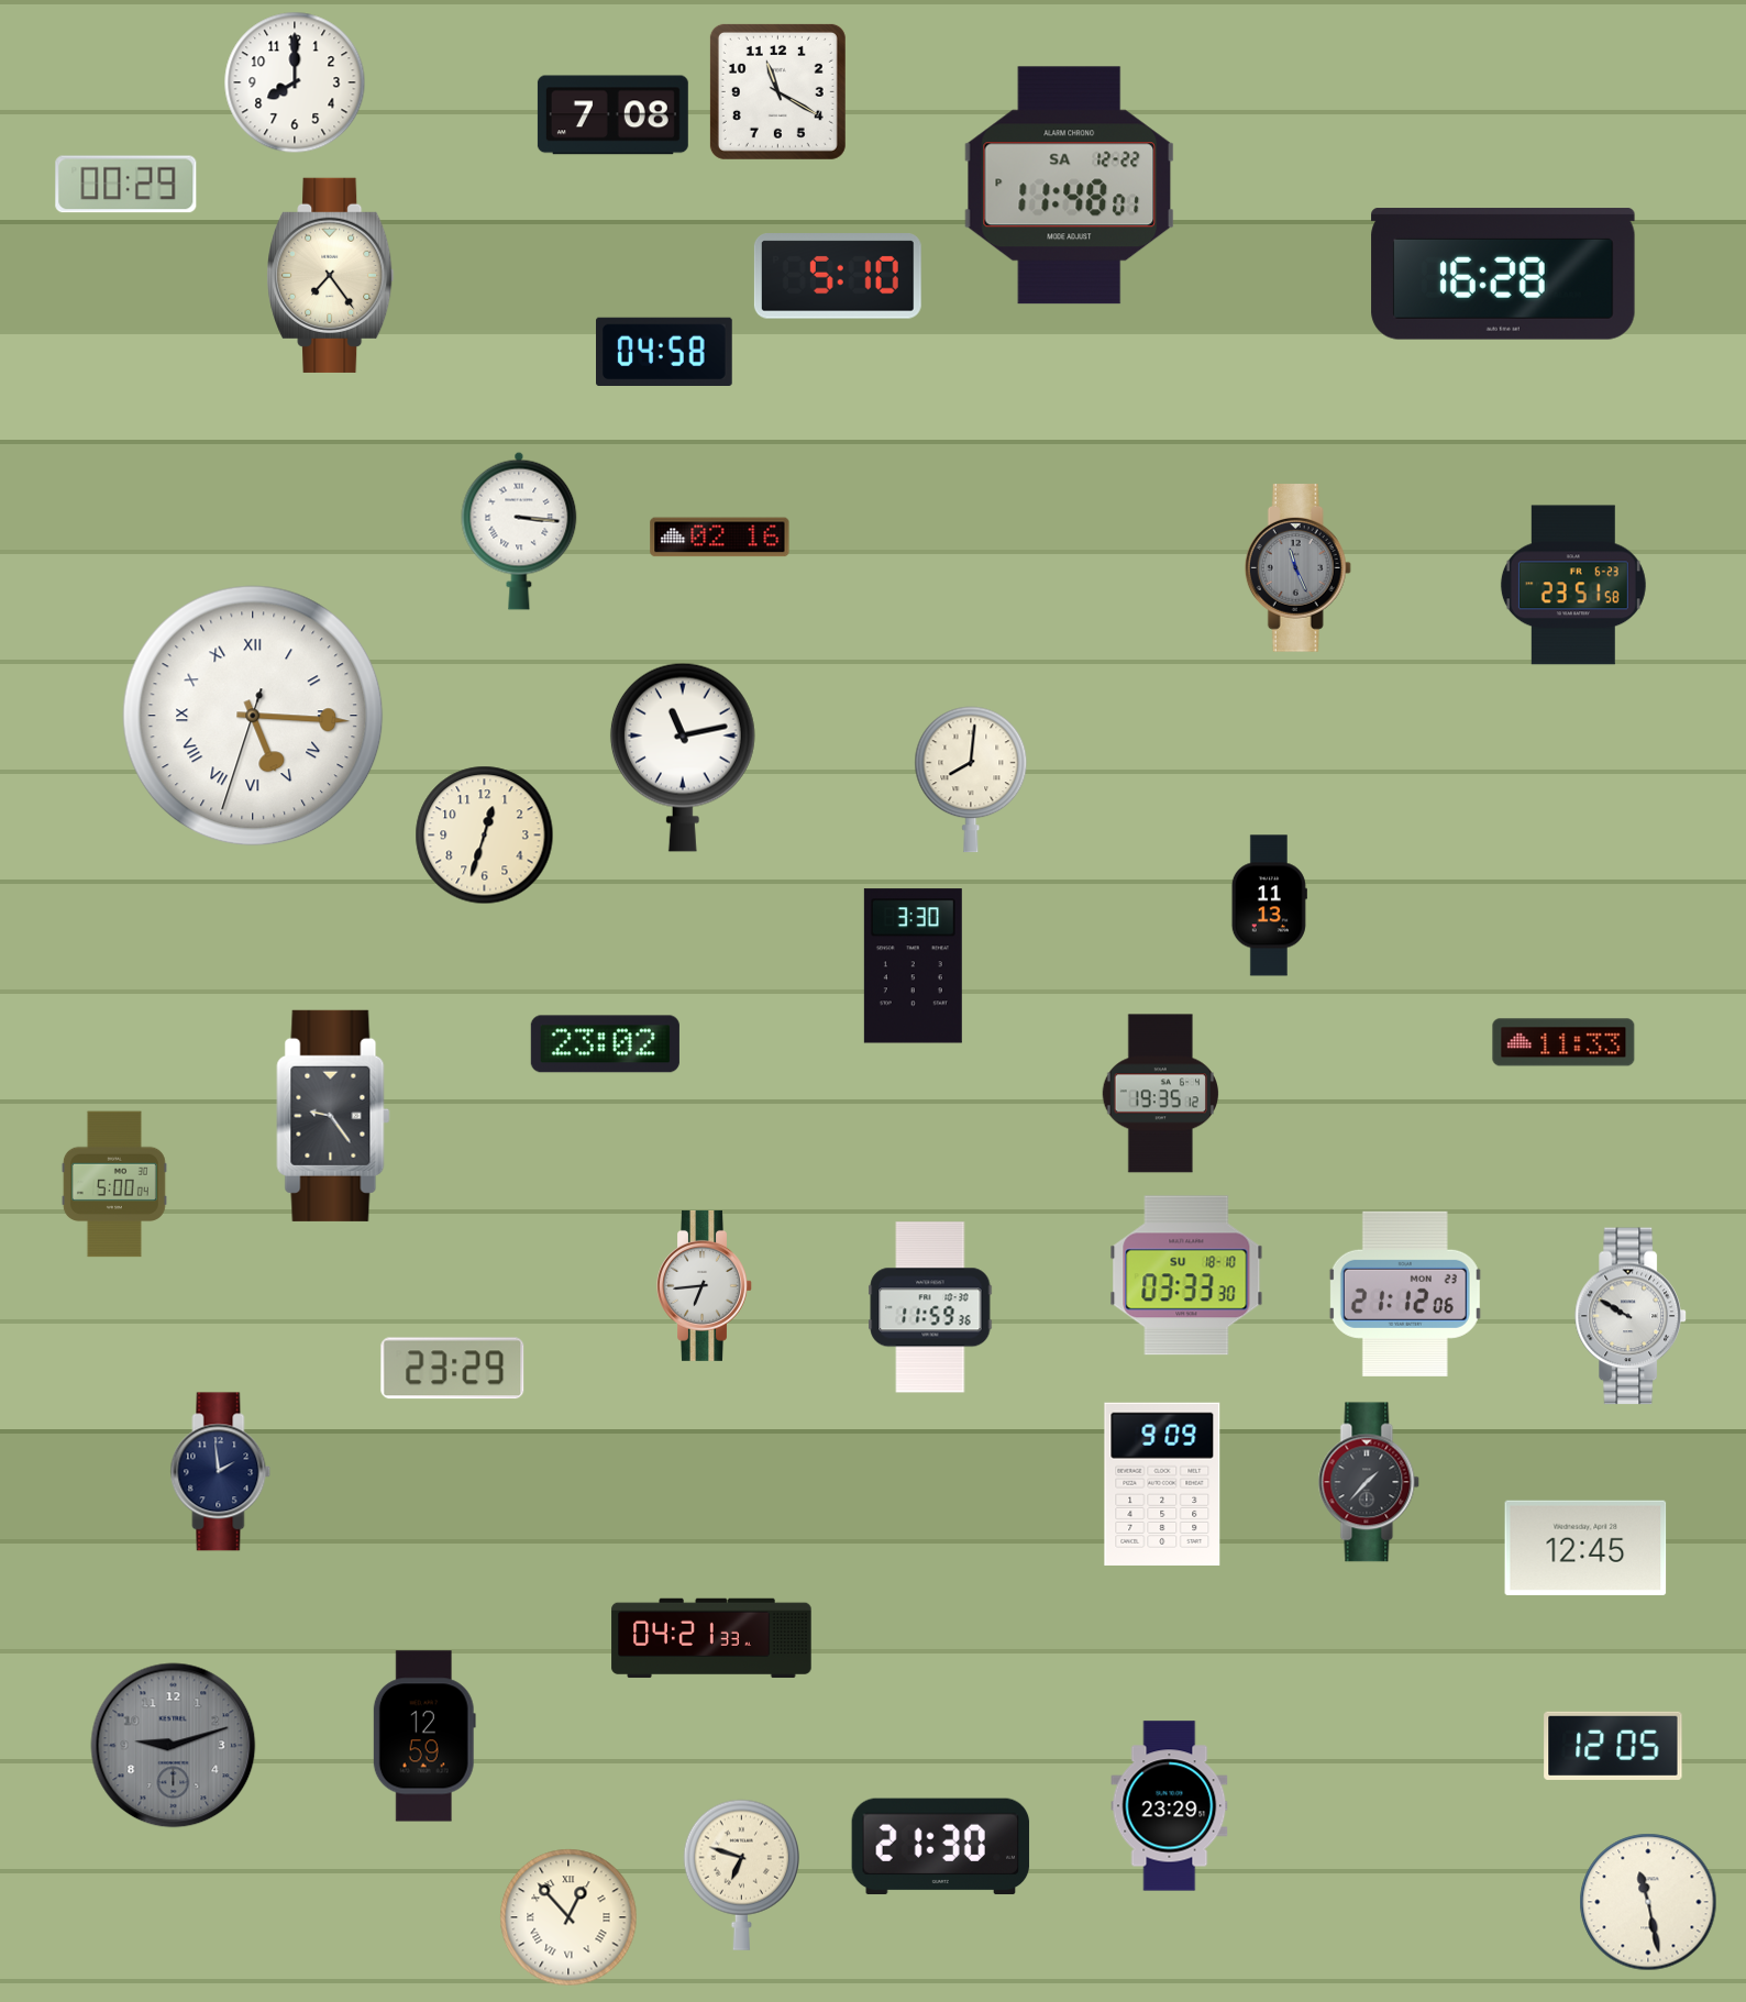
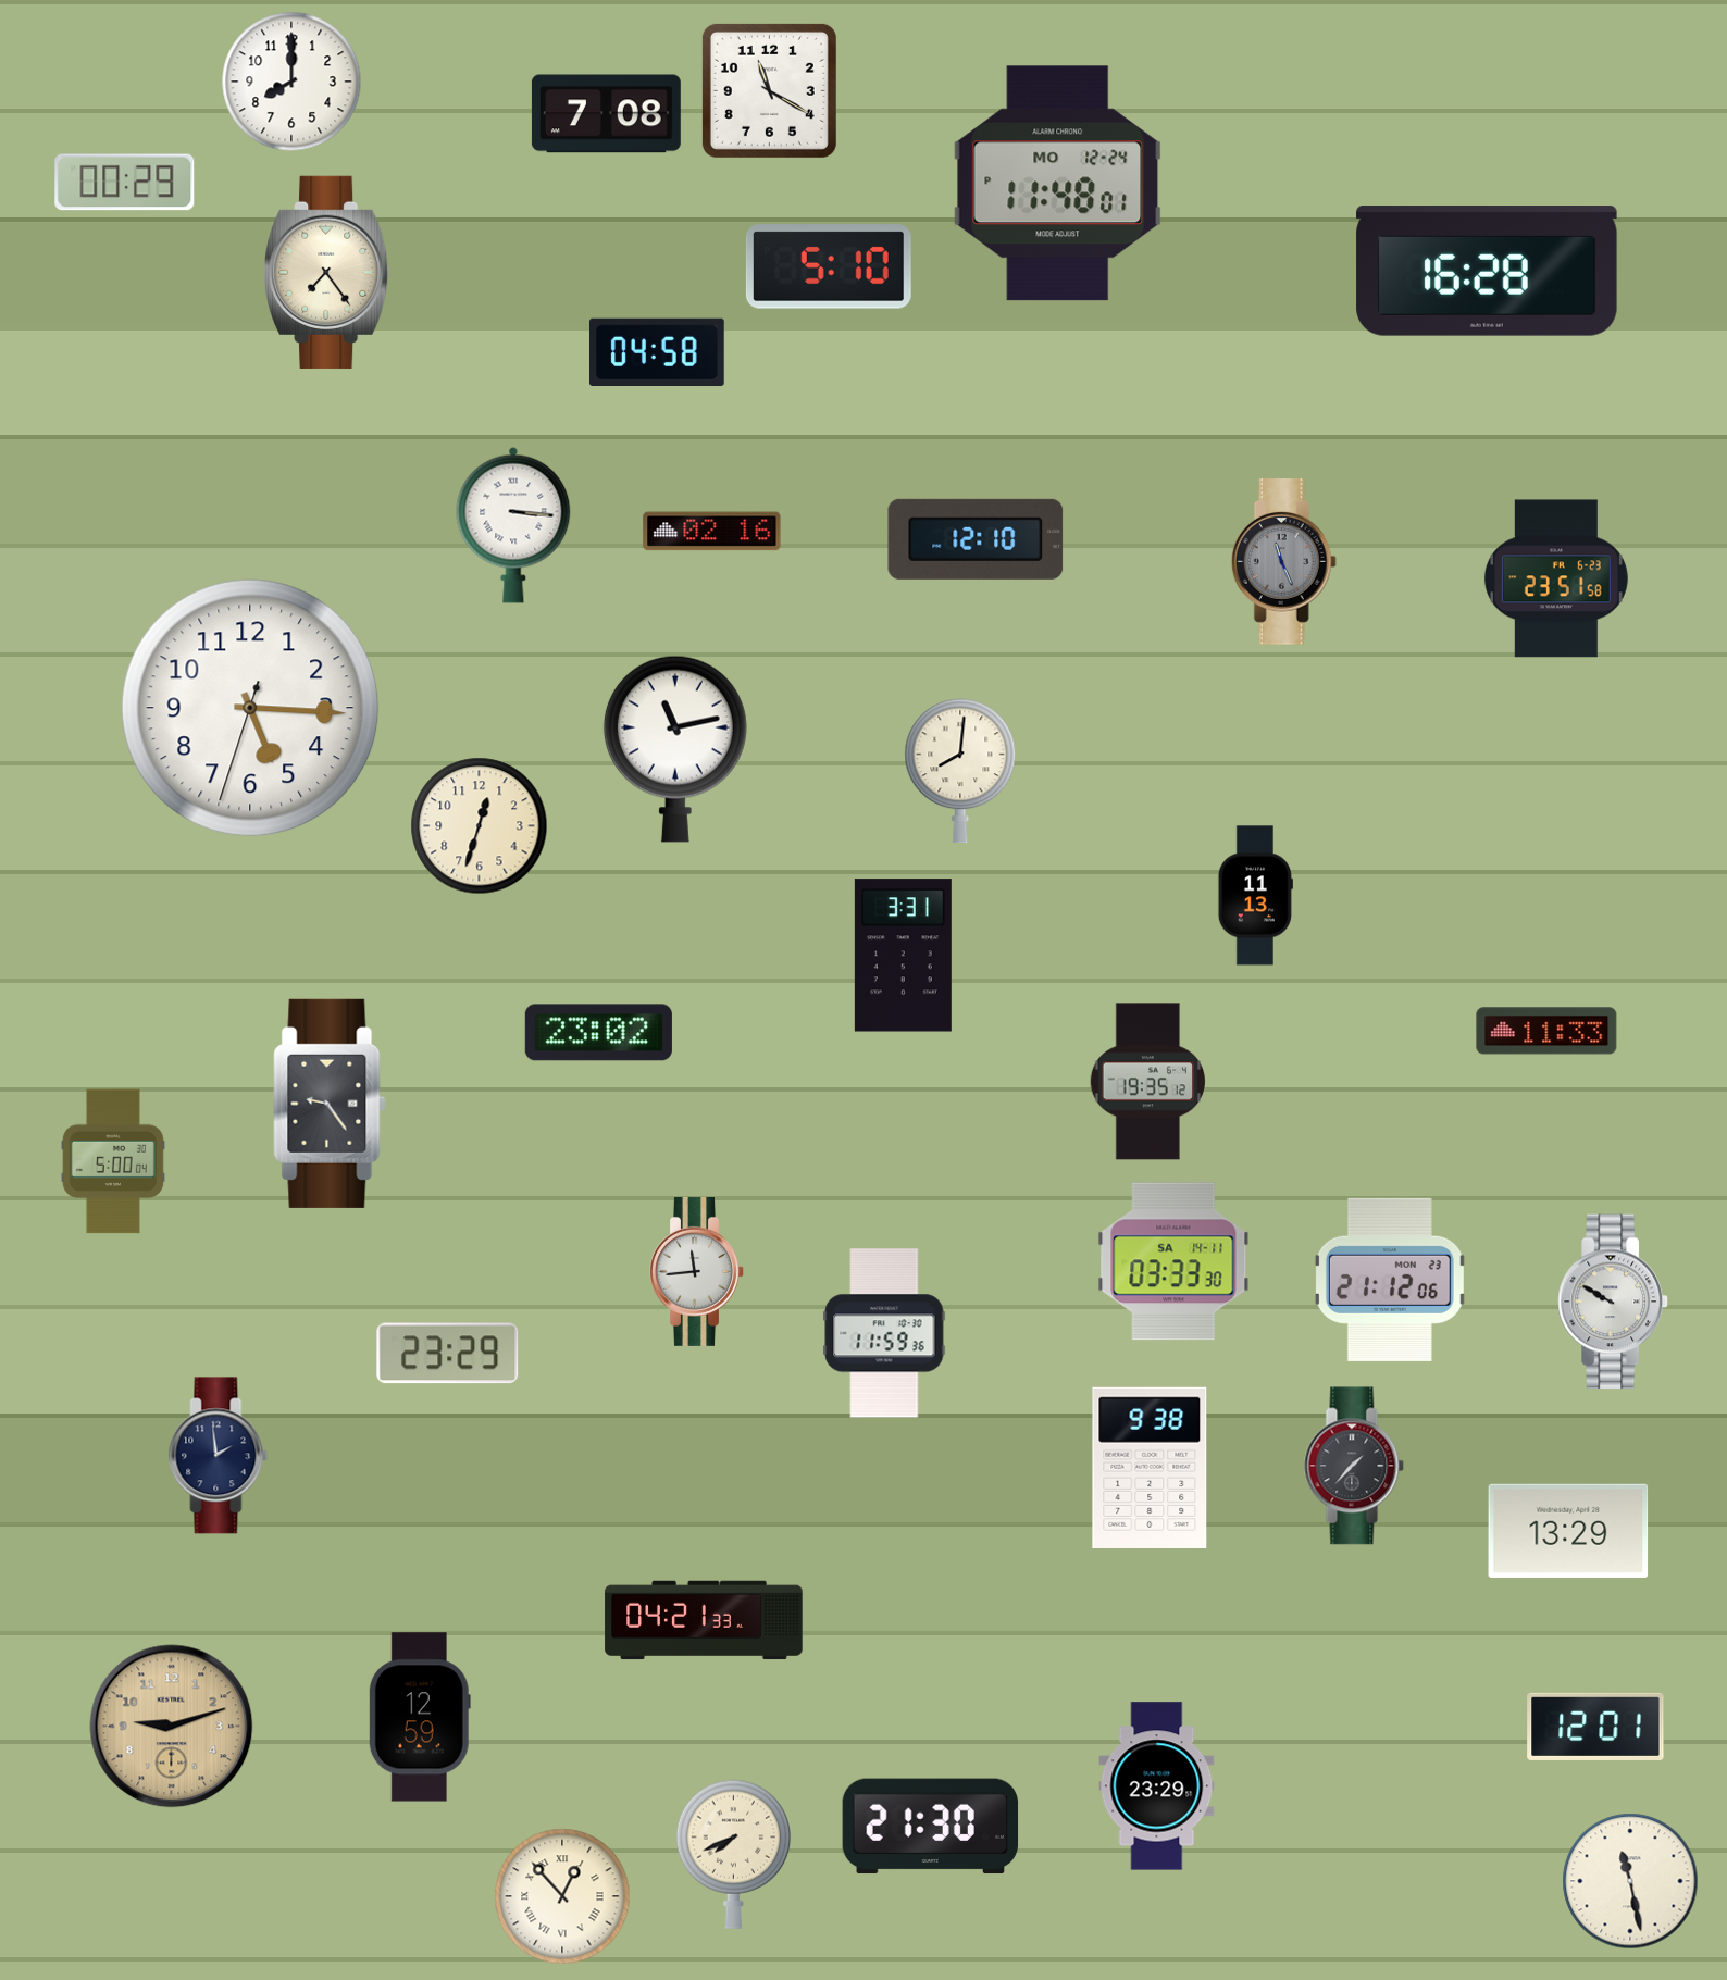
clock at (1070, 186) date: SA 12-22 -> MO 12-24
clock at (838, 276) position: (838, 276) -> (829, 266)
clock at (665, 351) position: (665, 351) -> (658, 351)
clock at (976, 539): none -> 12:10
clock at (253, 716) numerals: Roman -> Arabic
clock at (913, 966): 3:30 -> 3:31
clock at (114, 1184) position: (114, 1184) -> (113, 1161)
clock at (1186, 1275) date: SU 18-10 -> SA 14-11
clock at (705, 1285): 6:44 -> 11:44
clock at (930, 1307) position: (930, 1307) -> (884, 1333)
clock at (1162, 1484): 9:09 -> 9:38
clock at (1585, 1547): 12:45 -> 13:29
clock at (174, 1746) dial: grey -> champagne
clock at (1613, 1746): 12:05 -> 12:01
clock at (741, 1874): 6:48 -> 7:41
